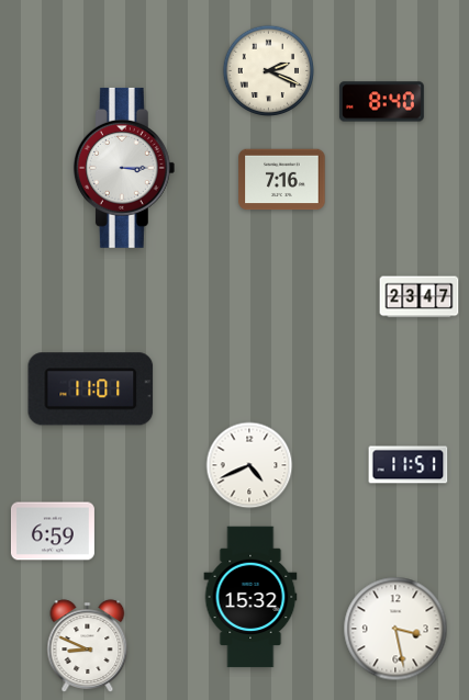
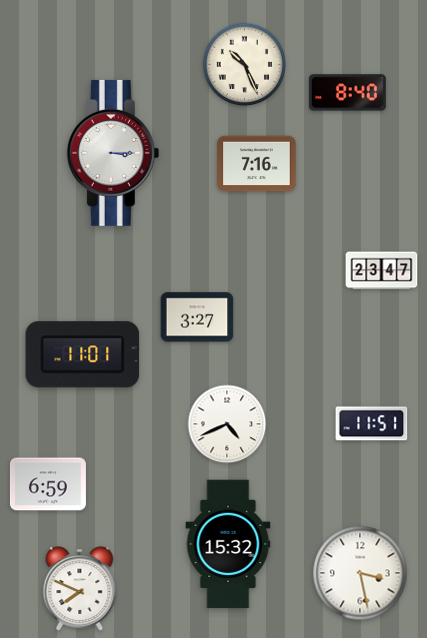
clock at (268, 70): 2:19 -> 10:26
clock at (197, 317): none -> 3:27
clock at (88, 646): 8:49 -> 7:49
